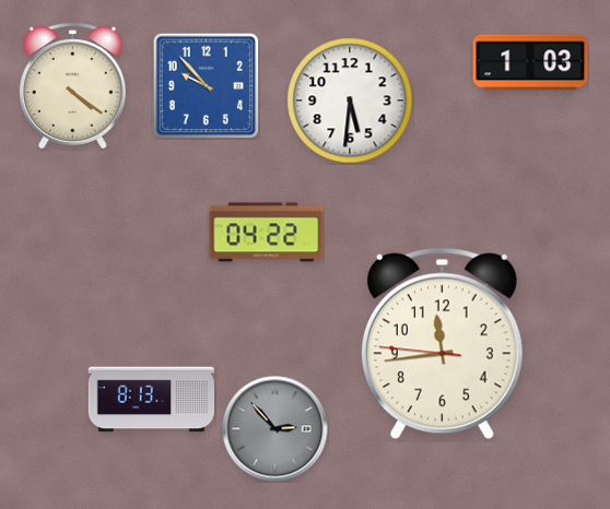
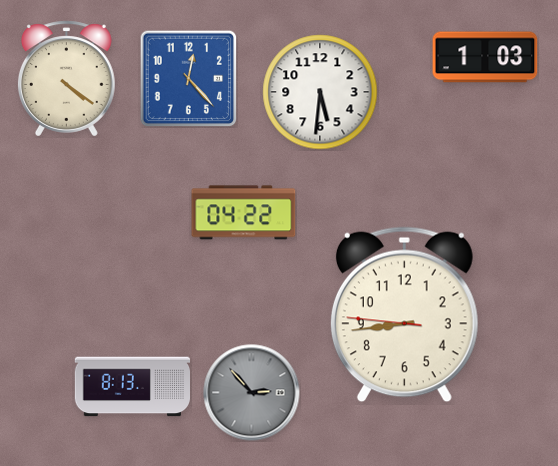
clock at (206, 85): 9:53 -> 12:23
clock at (442, 344): 11:43 -> 8:43
clock at (151, 400) position: (151, 400) -> (132, 387)
